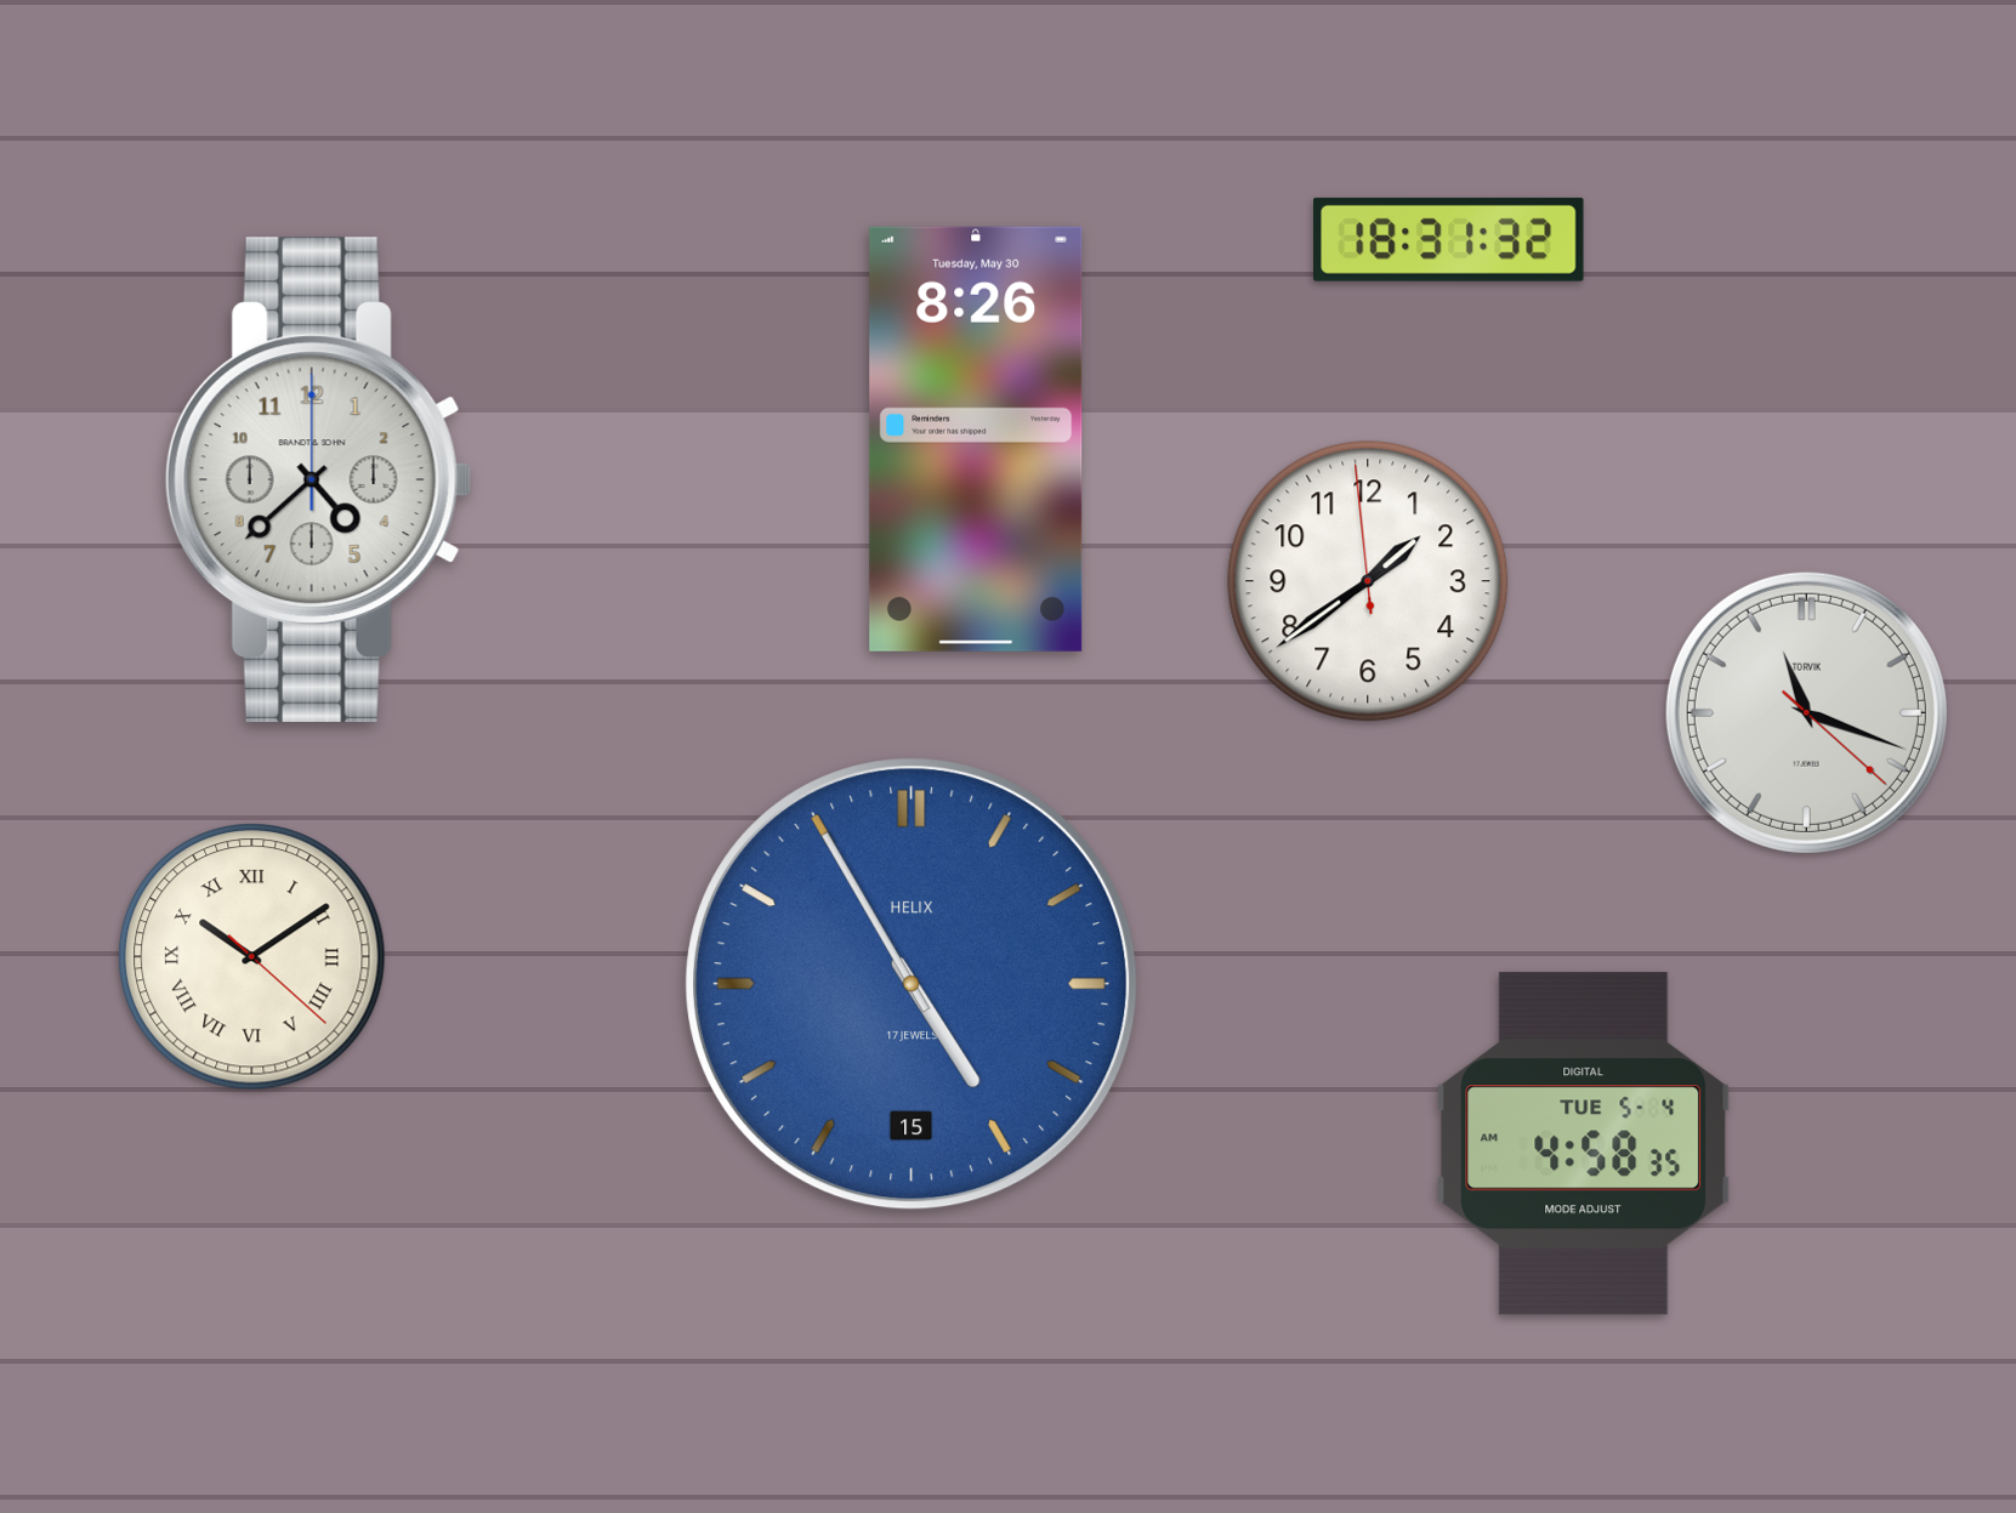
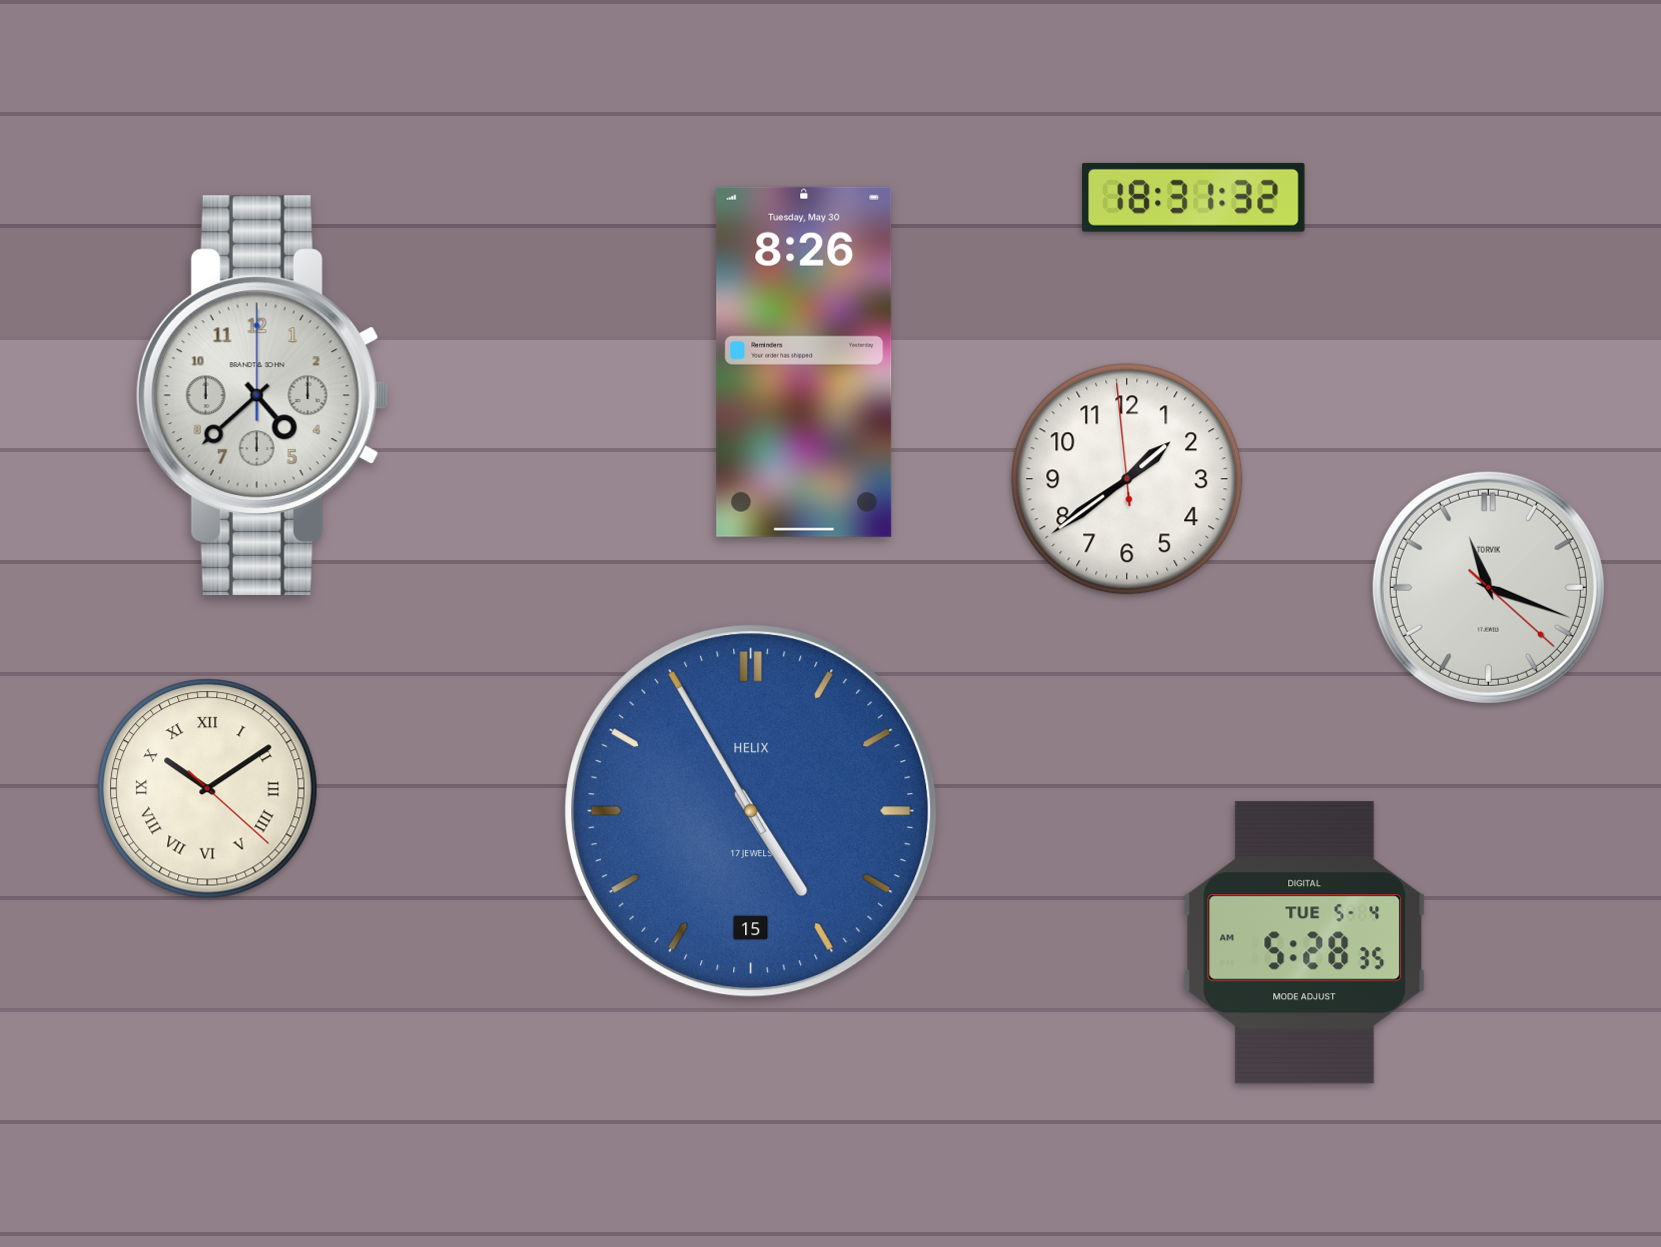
clock at (1584, 1144): 4:58 -> 5:28
